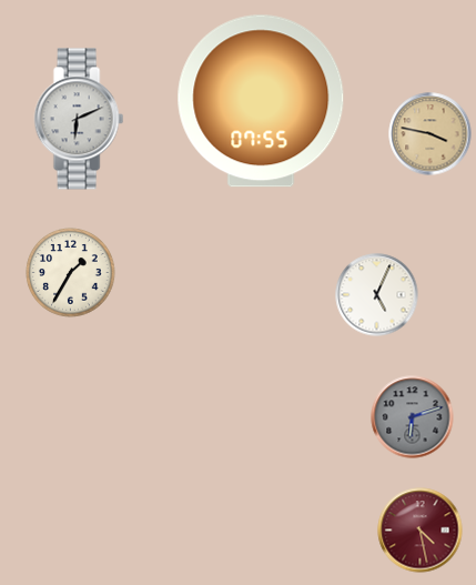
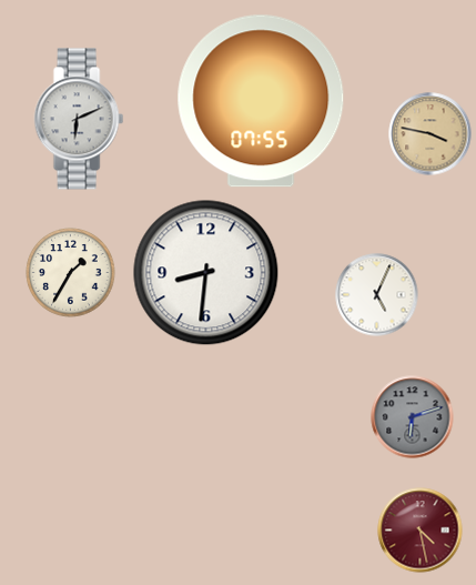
clock at (206, 273): none -> 8:31
